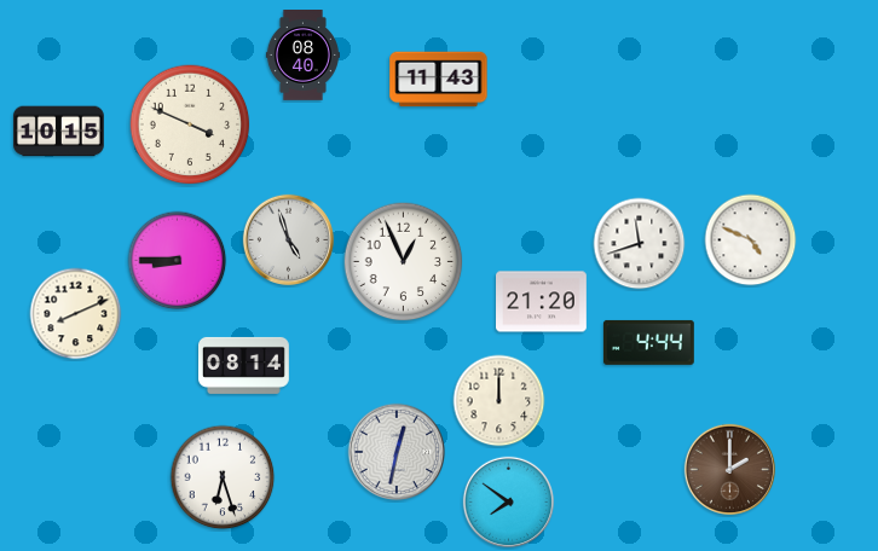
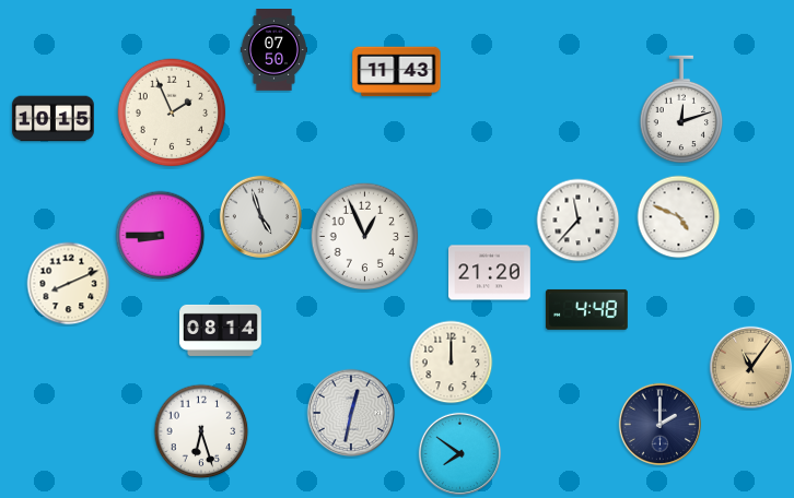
clock at (302, 56): 08:40 -> 07:50
clock at (681, 109): none -> 12:12
clock at (190, 124): 3:49 -> 1:56
clock at (640, 244): 11:42 -> 11:37
clock at (648, 342): 4:44 -> 4:48
clock at (750, 367): none -> 11:06
clock at (397, 452) position: (397, 452) -> (351, 413)
clock at (729, 469) dial: brown -> navy
